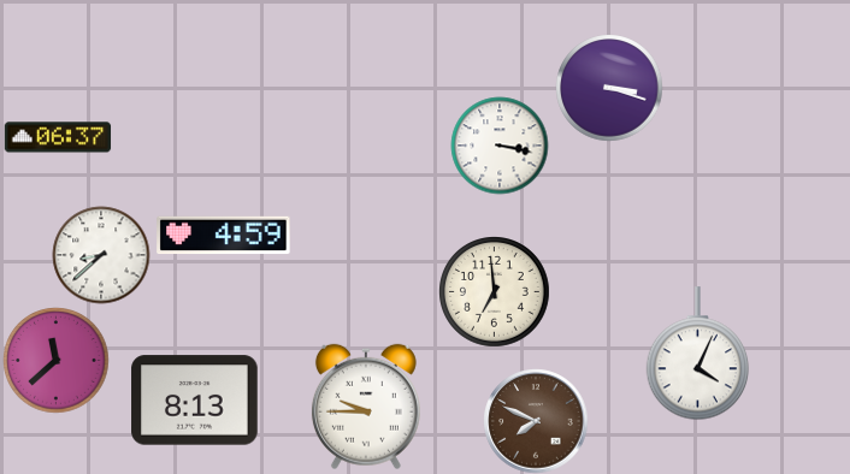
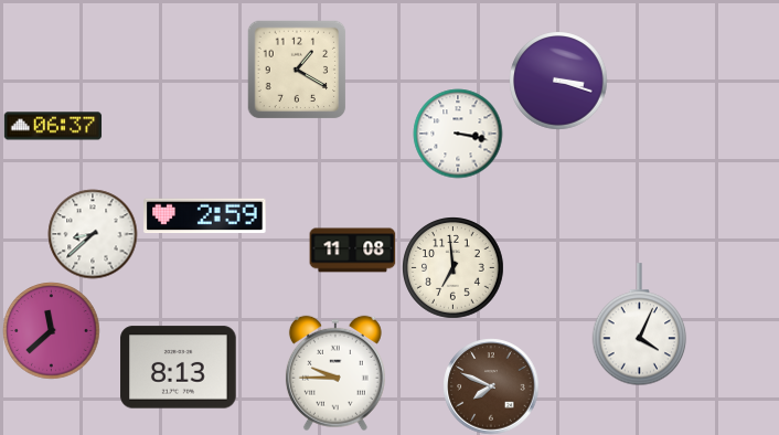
clock at (297, 70): none -> 1:20
clock at (224, 236): 4:59 -> 2:59
clock at (352, 251): none -> 11:08
